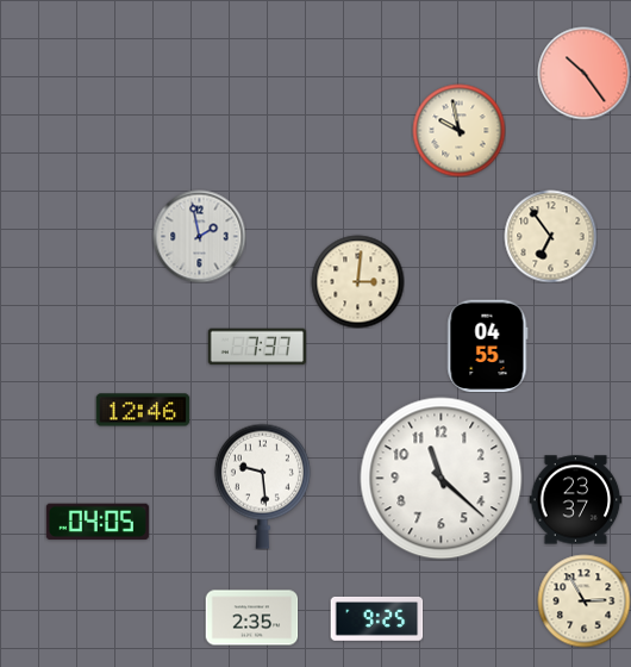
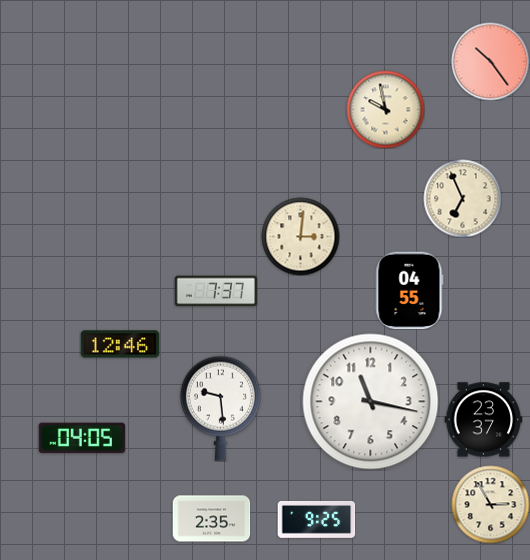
clock at (199, 236): 1:58 -> none
clock at (550, 236): 6:54 -> 6:56
clock at (442, 479): 11:22 -> 11:17
